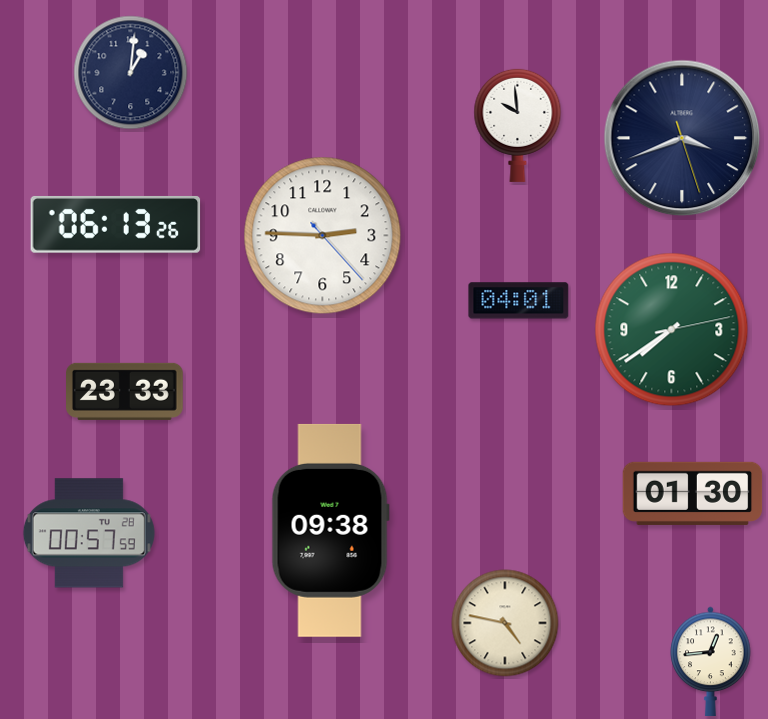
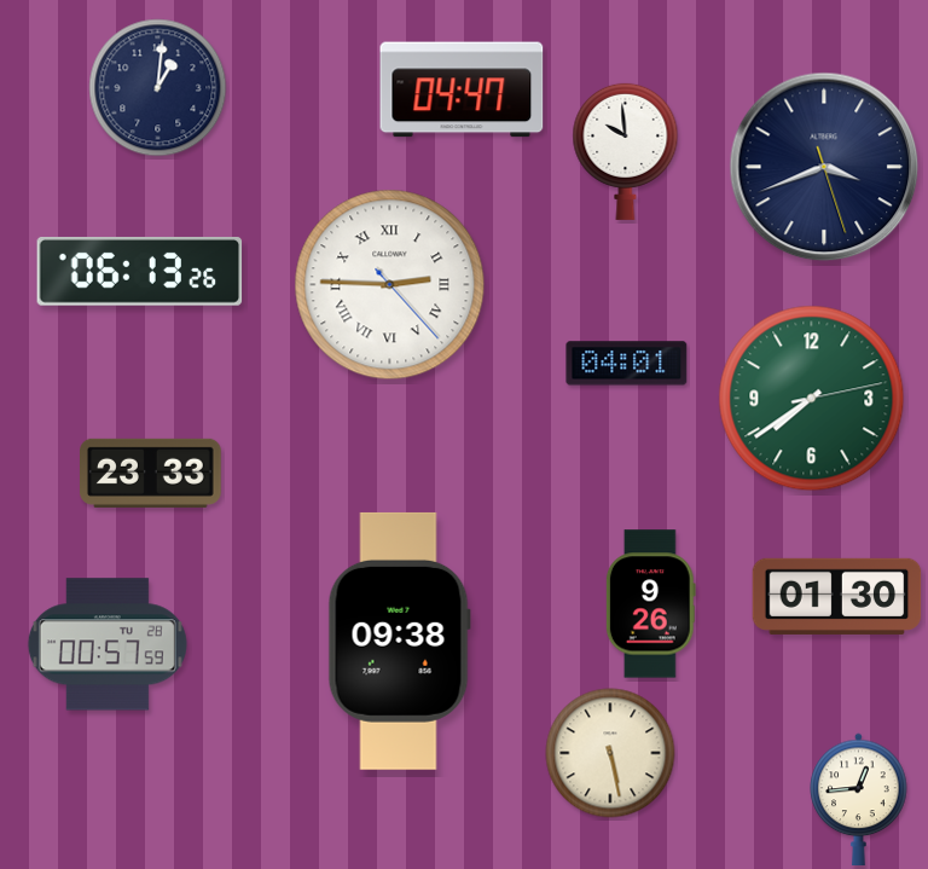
clock at (462, 89): none -> 04:47
clock at (323, 236) numerals: Arabic -> Roman
clock at (650, 604): none -> 9:26
clock at (505, 623): 4:47 -> 5:28
